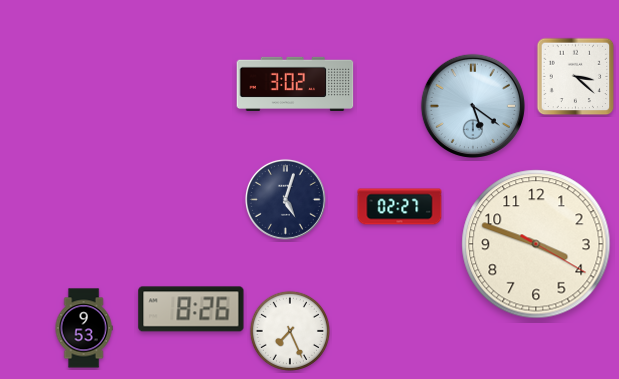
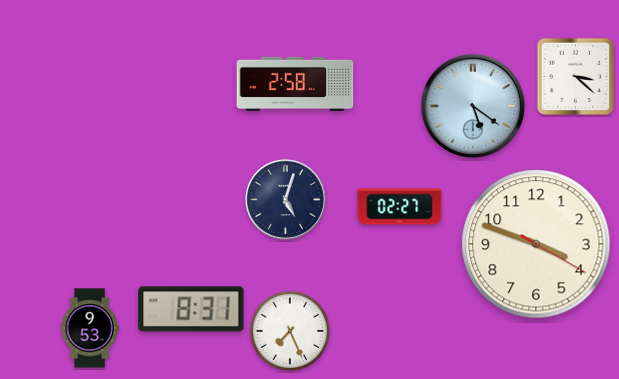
clock at (295, 83): 3:02 -> 2:58
clock at (191, 309): 8:26 -> 8:31
clock at (84, 328) position: (84, 328) -> (90, 328)
